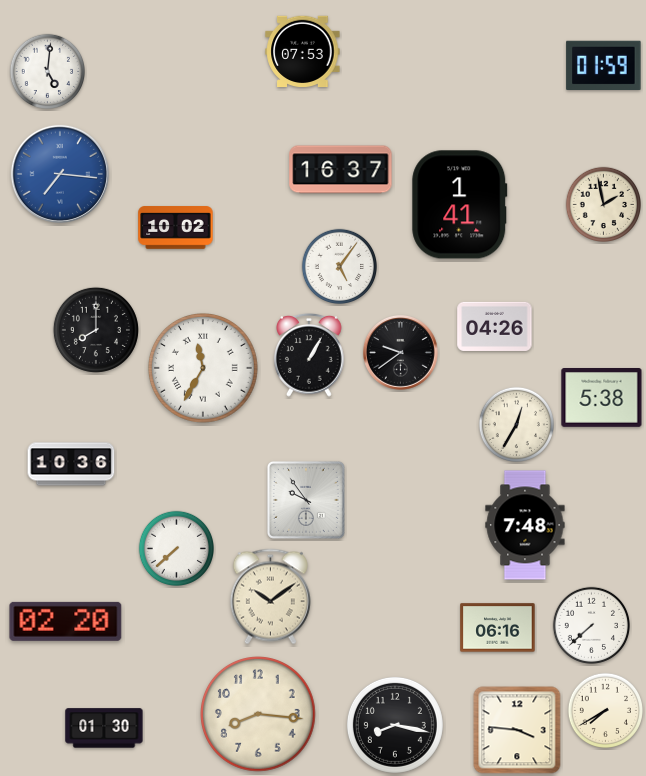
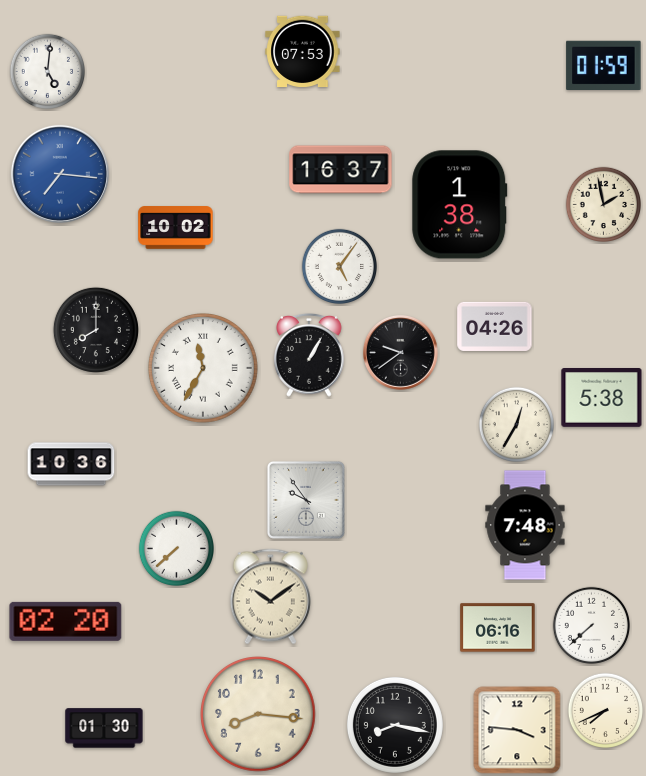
clock at (460, 205): 1:41 -> 1:38
clock at (605, 710): 7:40 -> 7:41
